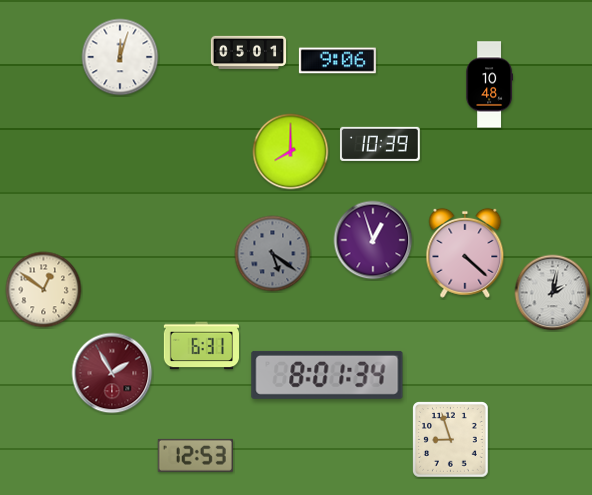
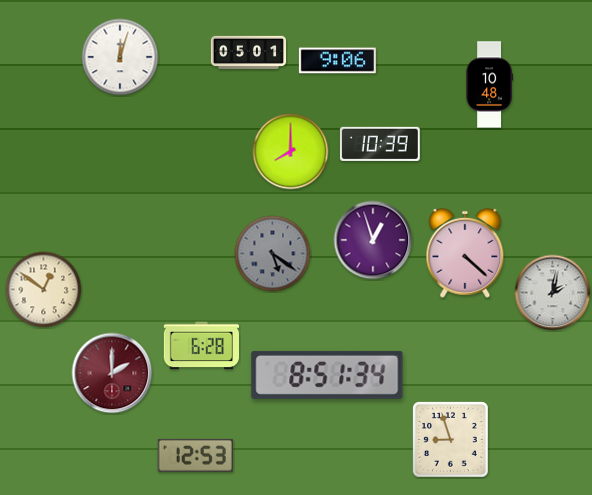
clock at (201, 346): 6:31 -> 6:28
clock at (112, 373): 1:55 -> 2:00
clock at (327, 375): 8:01 -> 8:51
